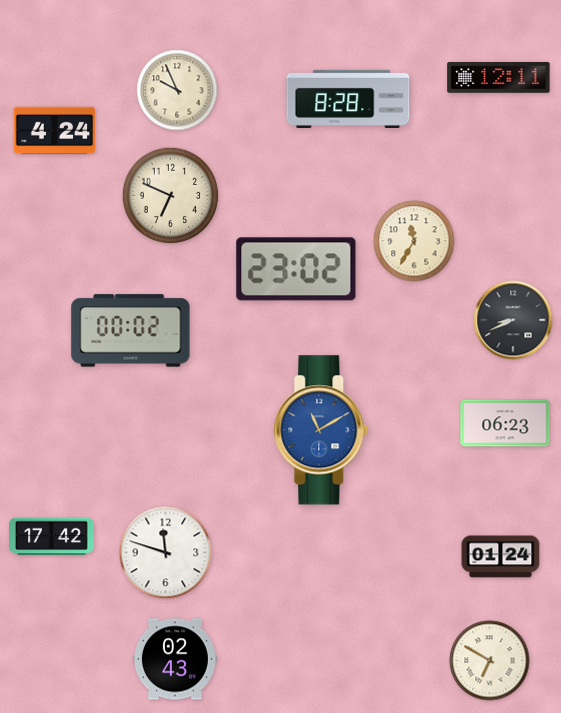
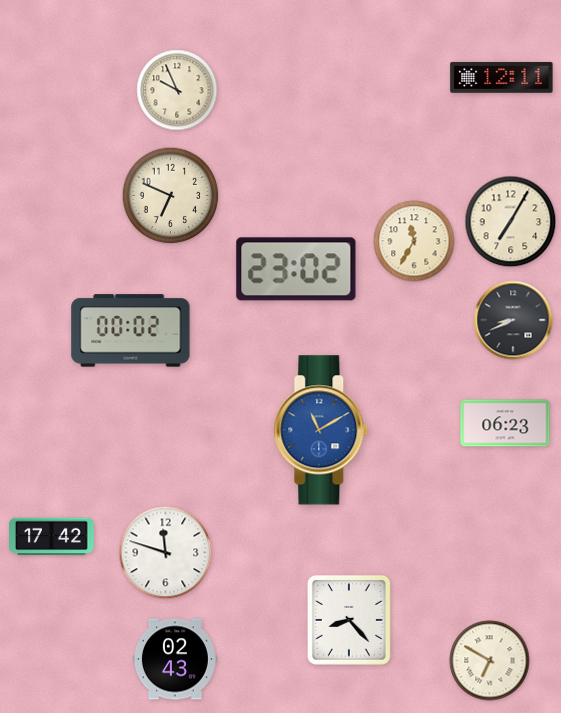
clock at (499, 77) position: (499, 77) -> (502, 77)
clock at (348, 99): 8:28 -> none
clock at (55, 131): 4:24 -> none
clock at (511, 222): none -> 7:05
clock at (501, 557): 01:24 -> none
clock at (349, 620): none -> 8:23
